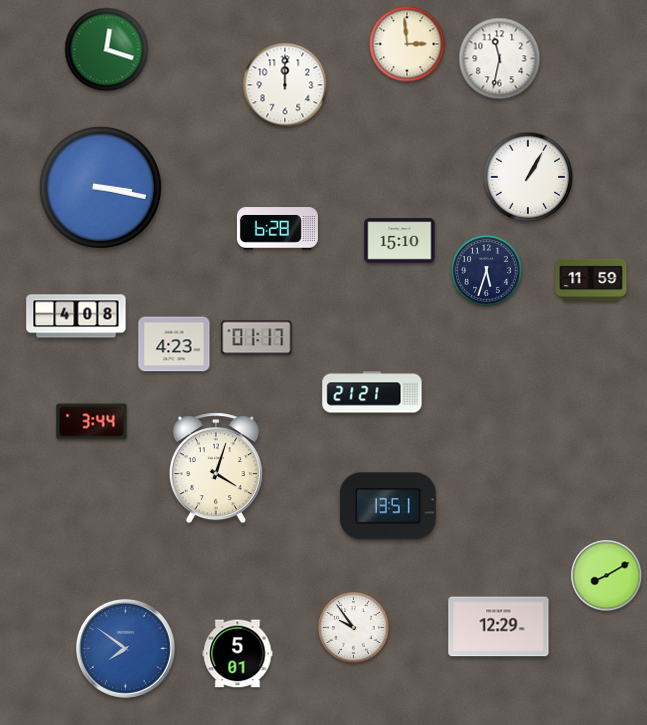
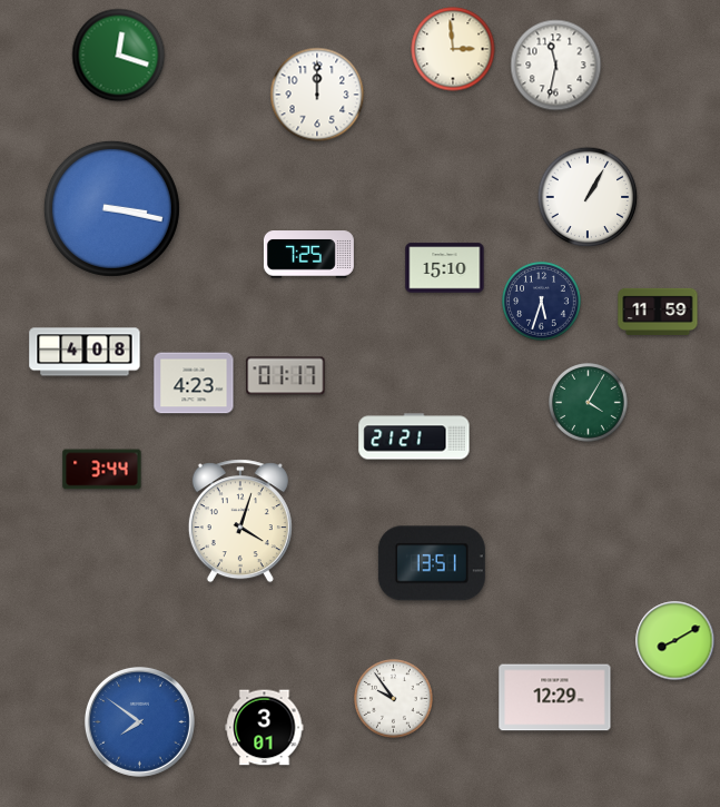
clock at (277, 229): 6:28 -> 7:25
clock at (589, 403): none -> 4:05
clock at (238, 654): 5:01 -> 3:01
